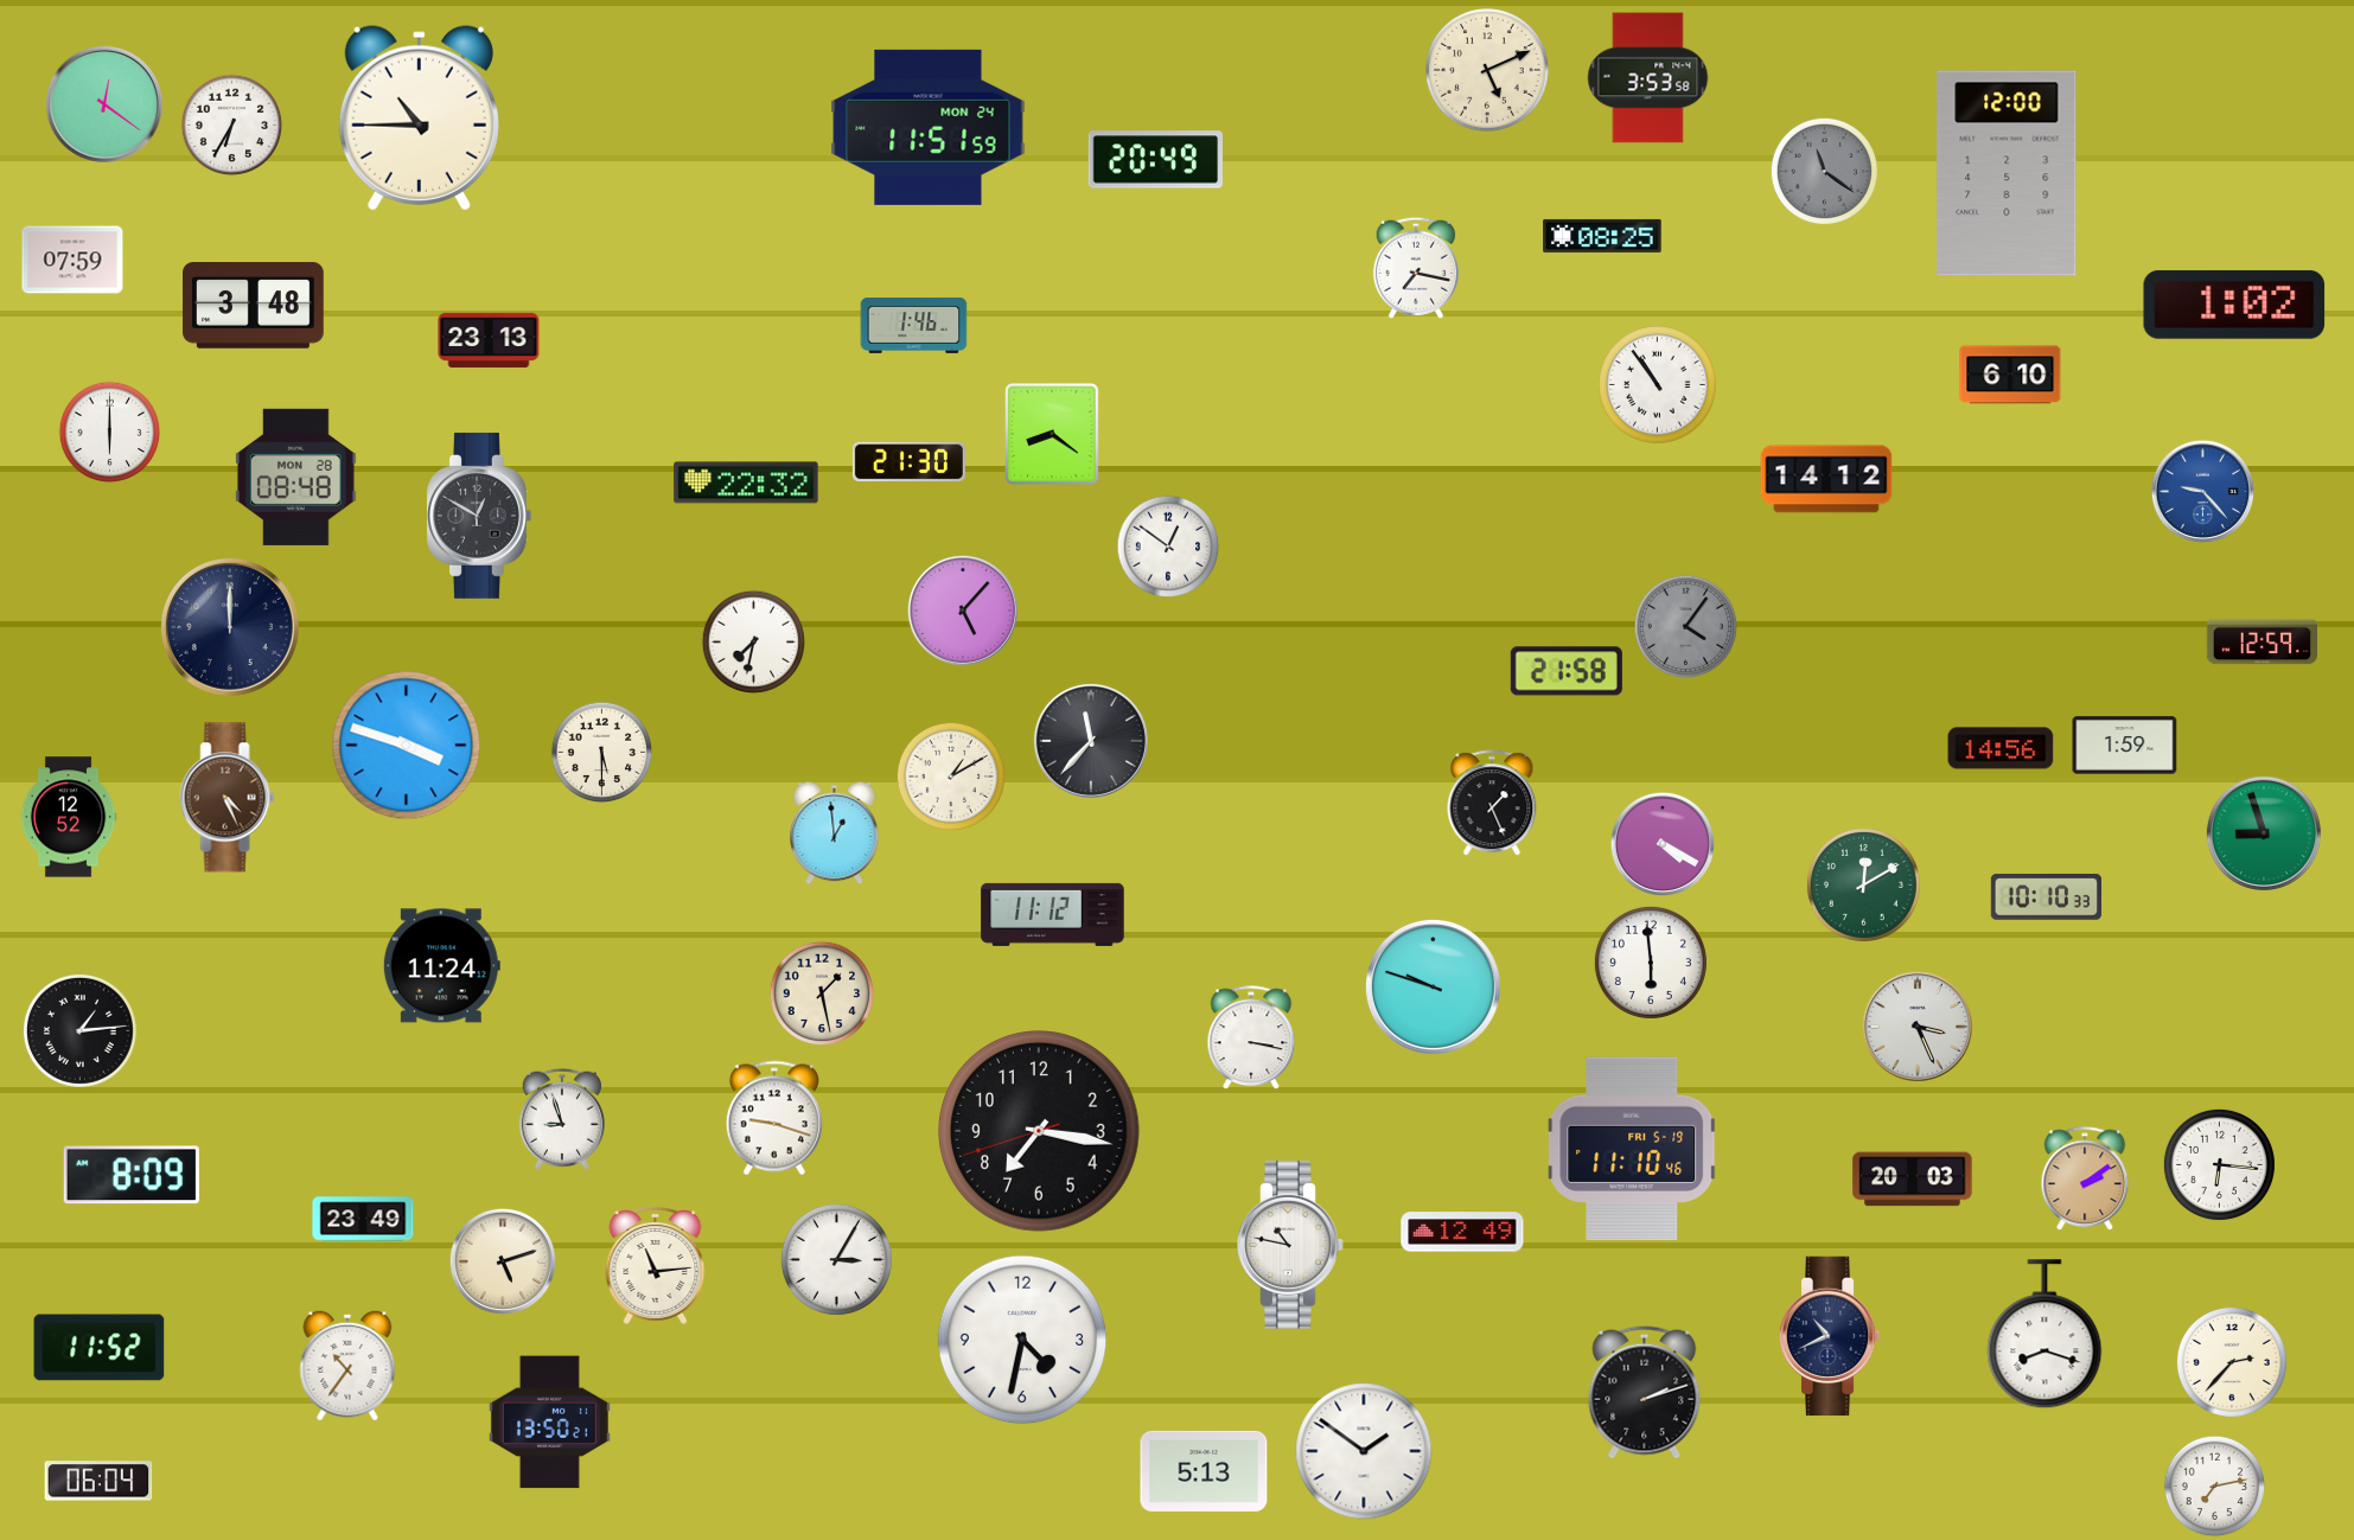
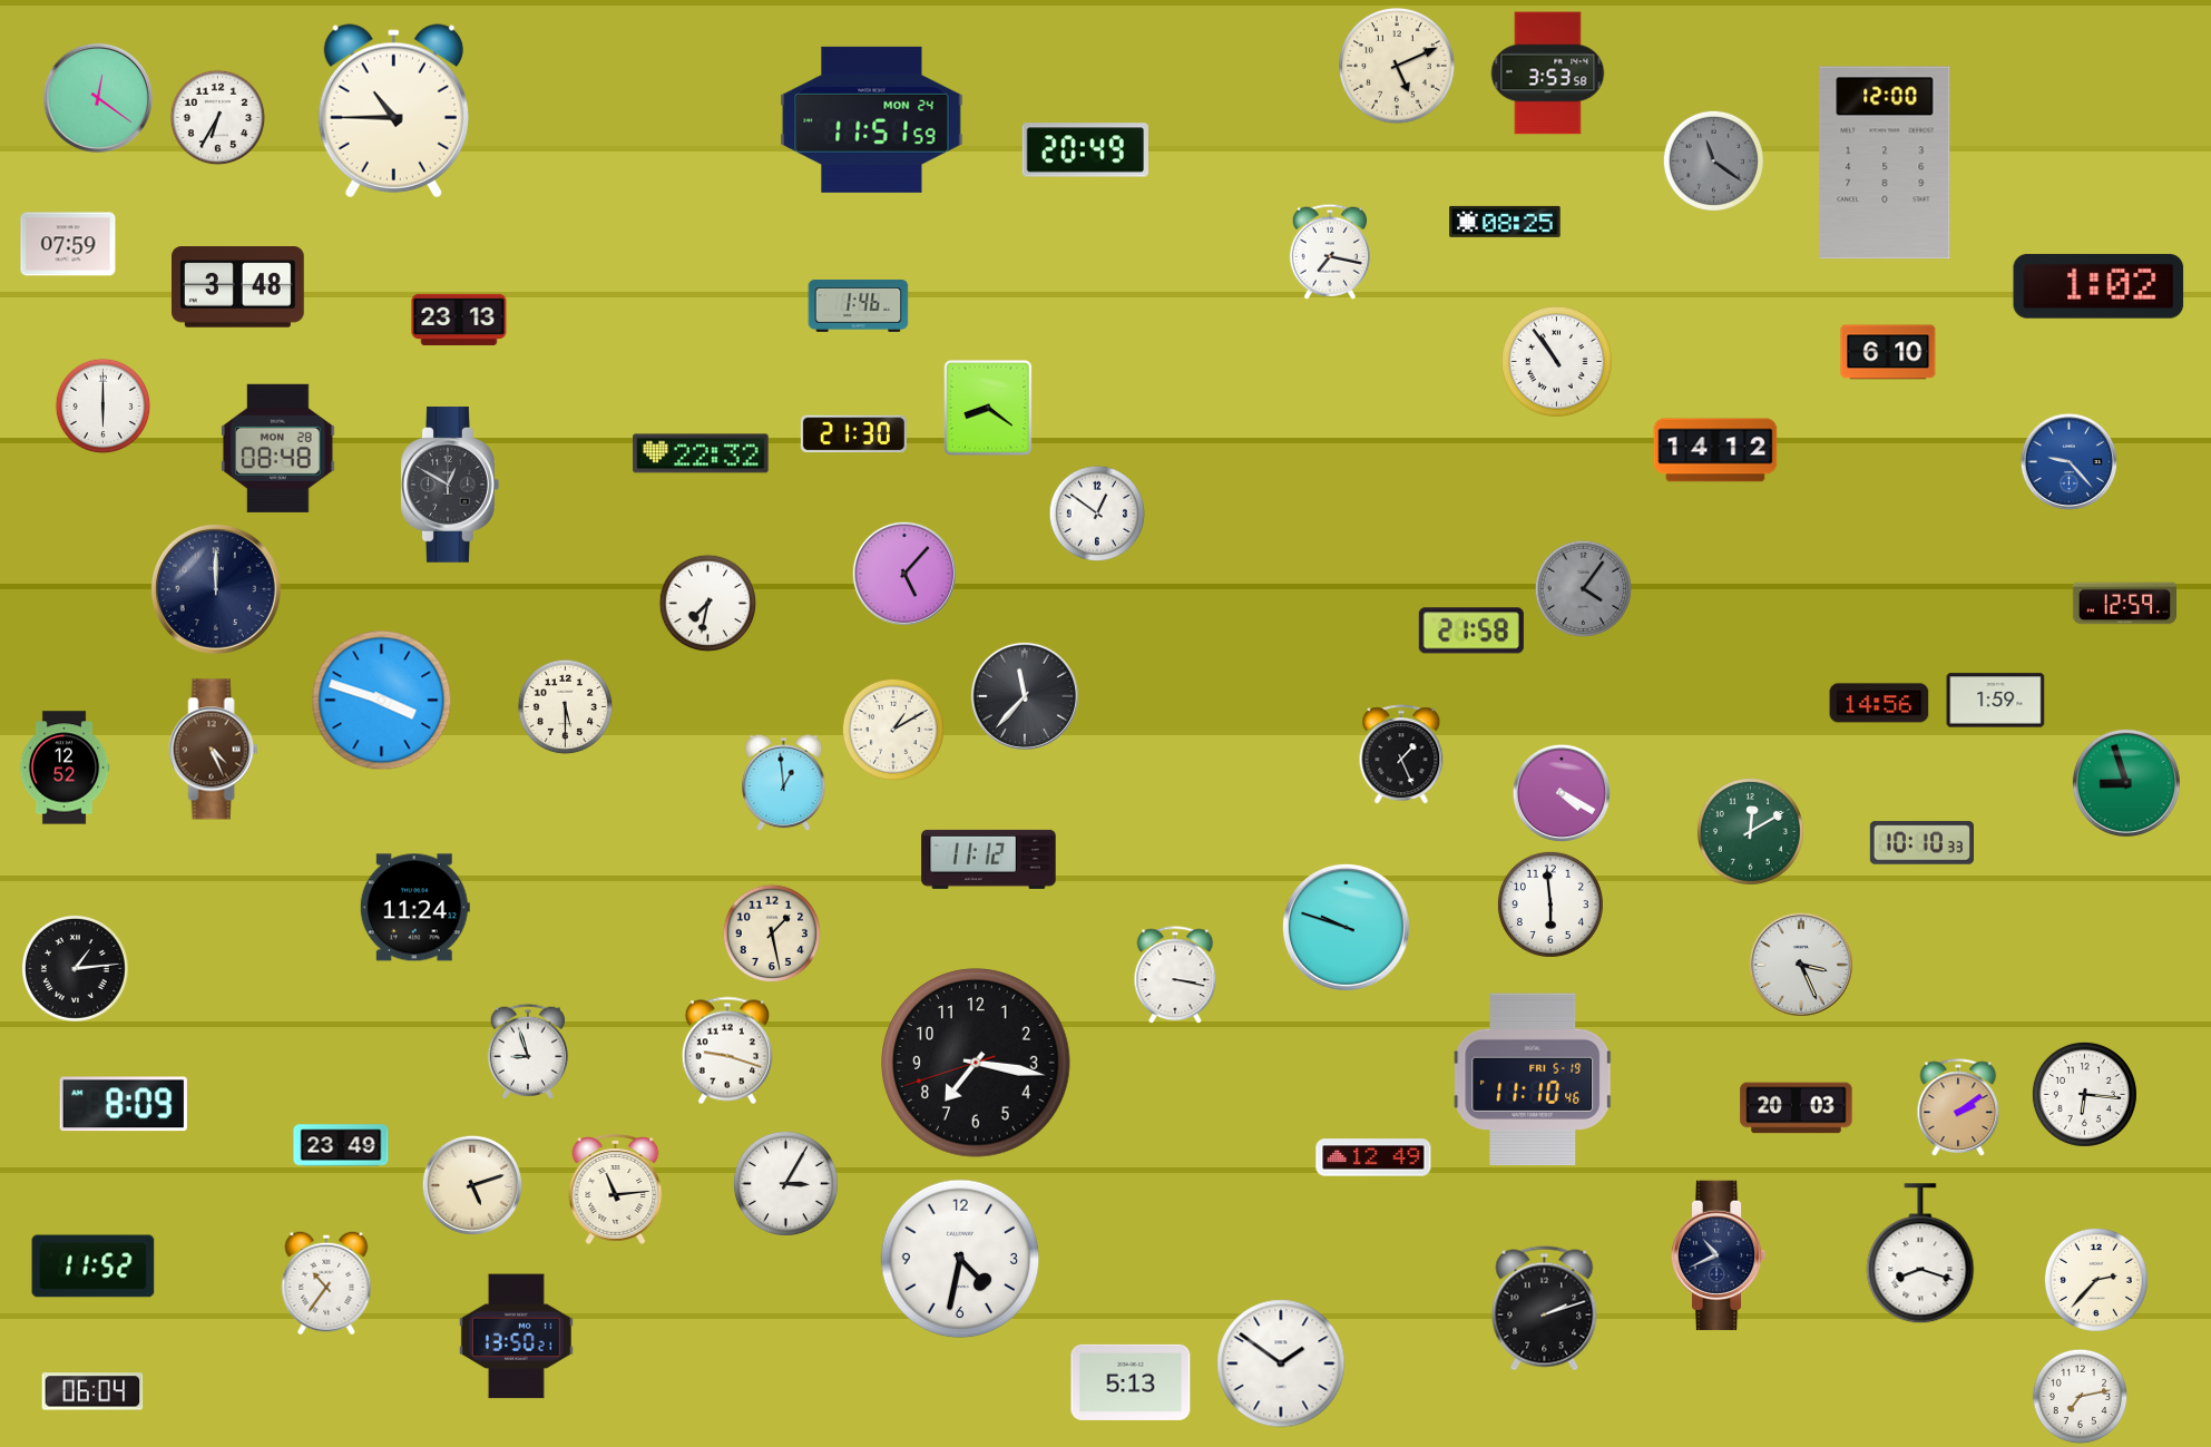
clock at (1290, 1245): 10:47 -> none
